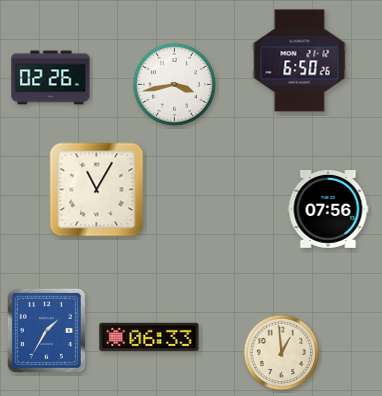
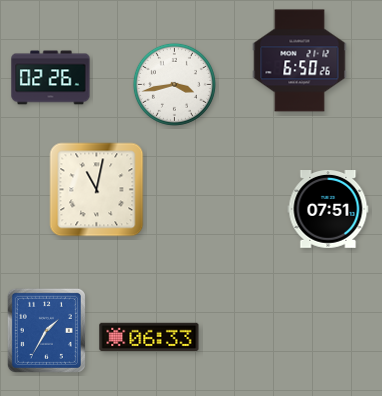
clock at (97, 190): 11:05 -> 11:02
clock at (328, 210): 07:56 -> 07:51
clock at (282, 353): 12:59 -> none
